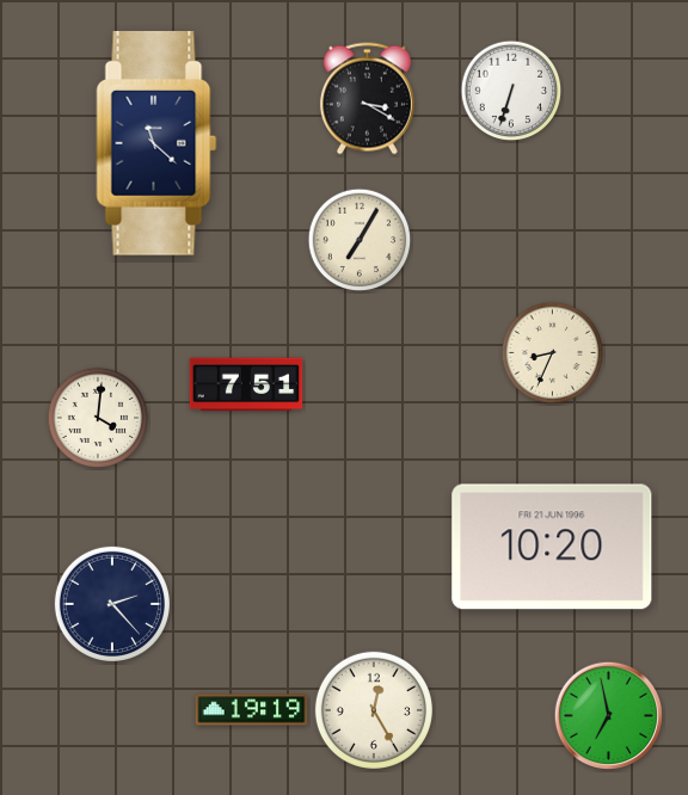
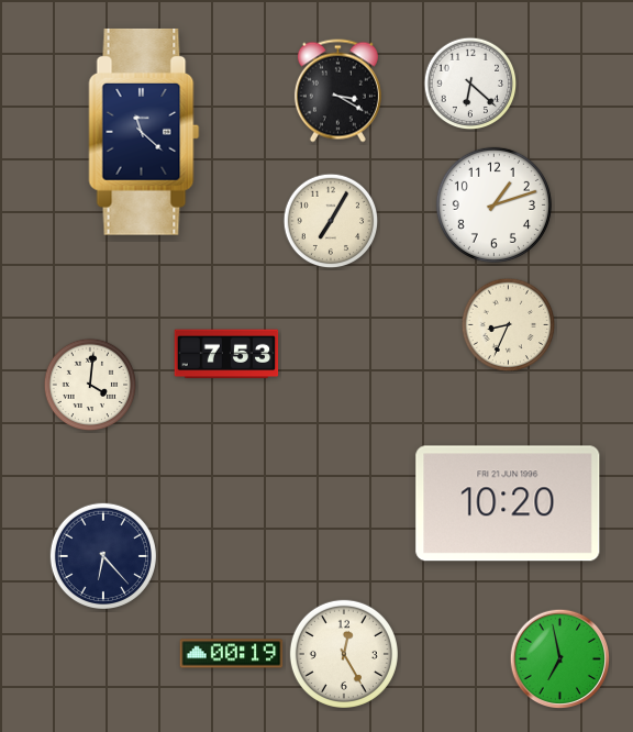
clock at (511, 91): 6:33 -> 6:22
clock at (493, 204): none -> 1:12
clock at (246, 384): 7:51 -> 7:53
clock at (112, 604): 2:23 -> 6:23
clock at (252, 710): 19:19 -> 00:19
